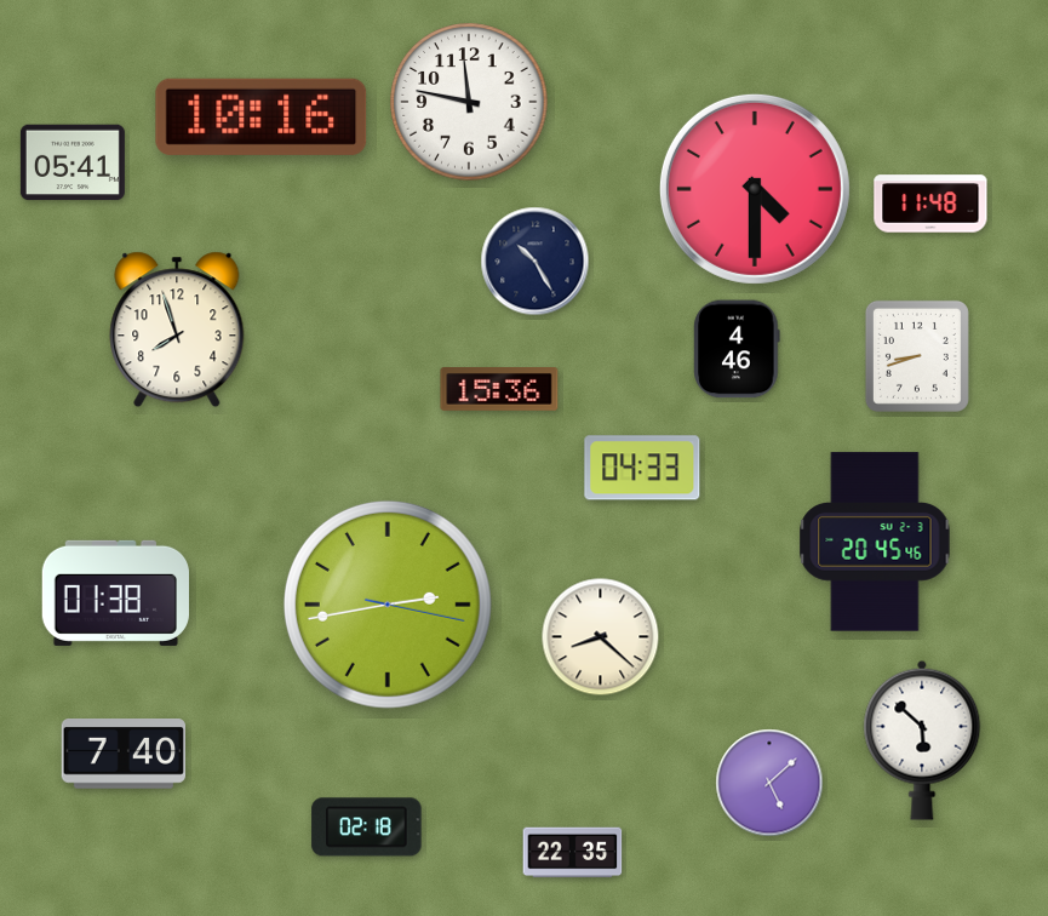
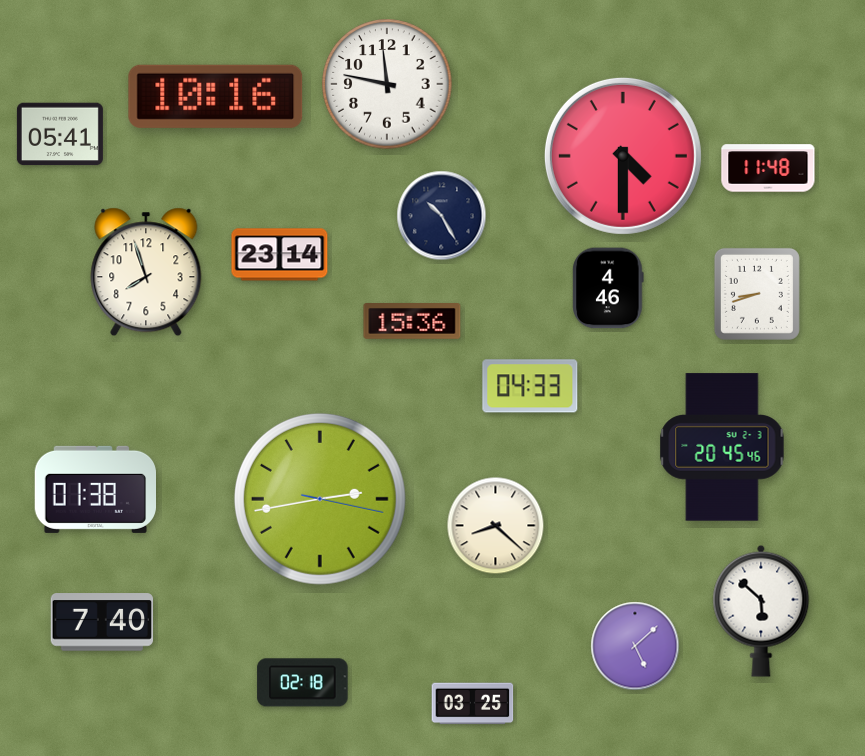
clock at (280, 255): none -> 23:14
clock at (573, 853): 22:35 -> 03:25
